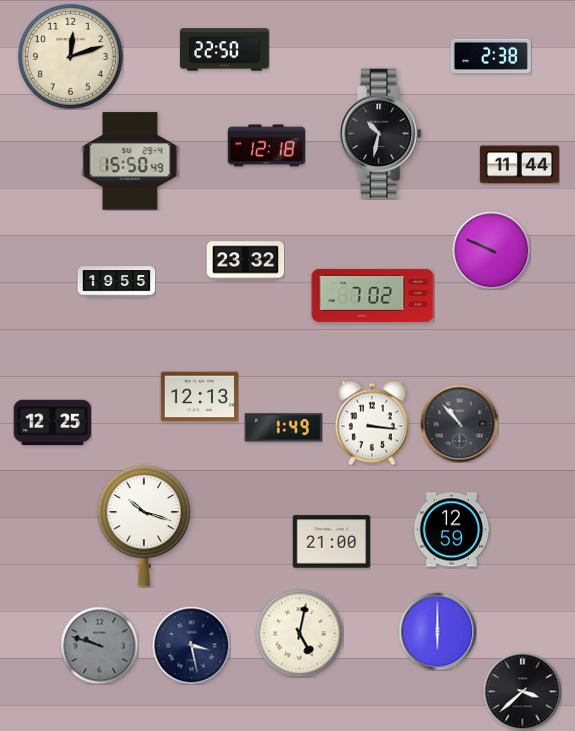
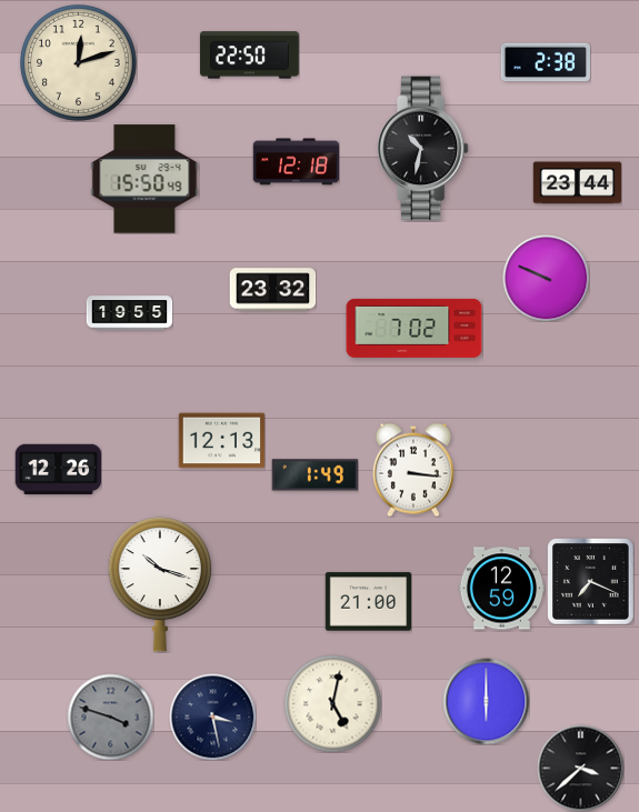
clock at (519, 165): 11:44 -> 23:44
clock at (52, 423): 12:25 -> 12:26
clock at (459, 423): 10:53 -> none
clock at (590, 581): none -> 7:19
clock at (99, 645): 9:48 -> 3:48
